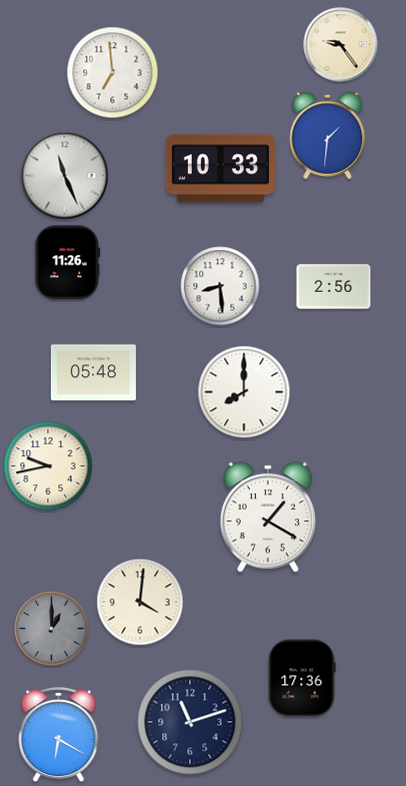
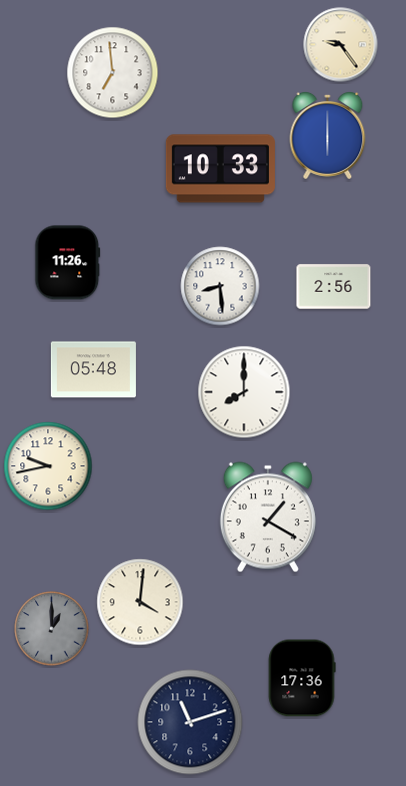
clock at (328, 135): 1:31 -> 6:00
clock at (65, 176): 11:26 -> none
clock at (93, 373) position: (93, 373) -> (93, 370)
clock at (59, 736): 6:20 -> none
